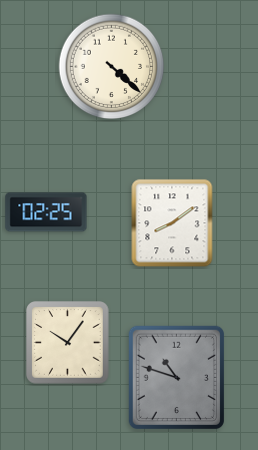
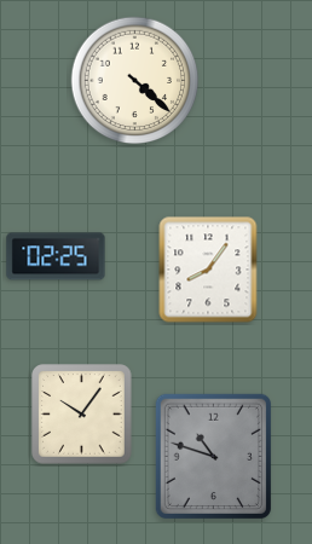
clock at (172, 223): 8:09 -> 8:06
